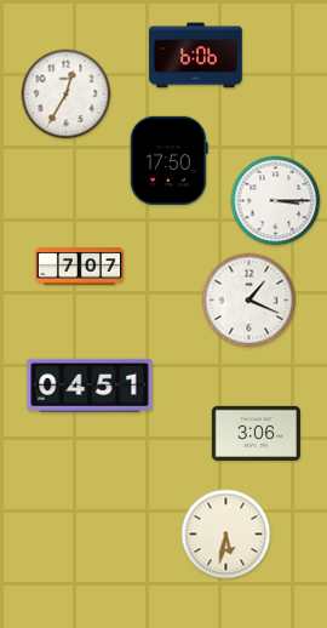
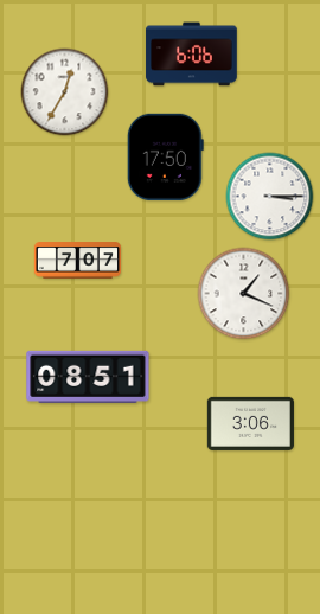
clock at (90, 386): 04:51 -> 08:51
clock at (226, 535): 5:32 -> none
